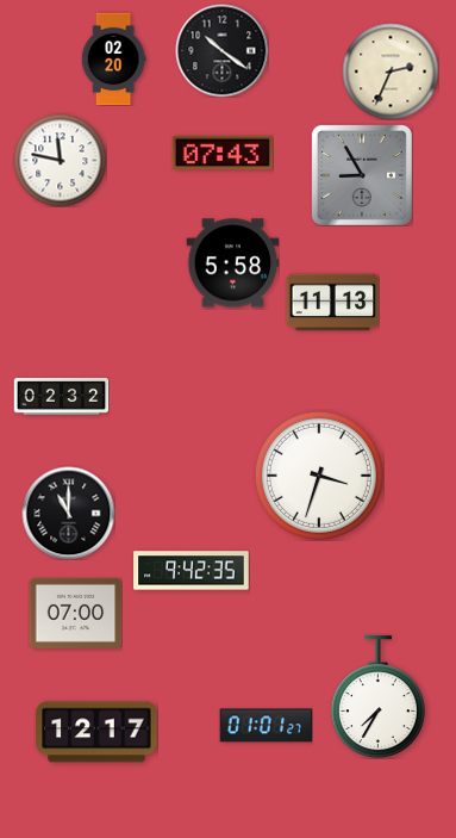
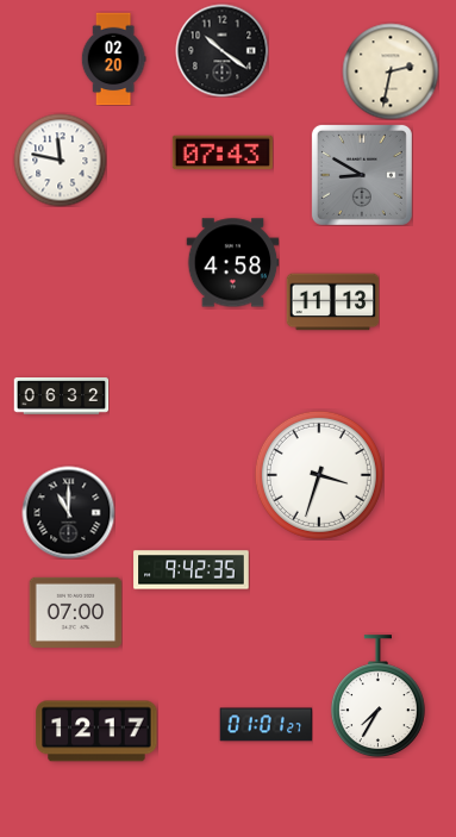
clock at (391, 72): 2:34 -> 2:32
clock at (362, 175): 8:55 -> 8:50
clock at (232, 263): 5:58 -> 4:58
clock at (61, 397): 02:32 -> 06:32
